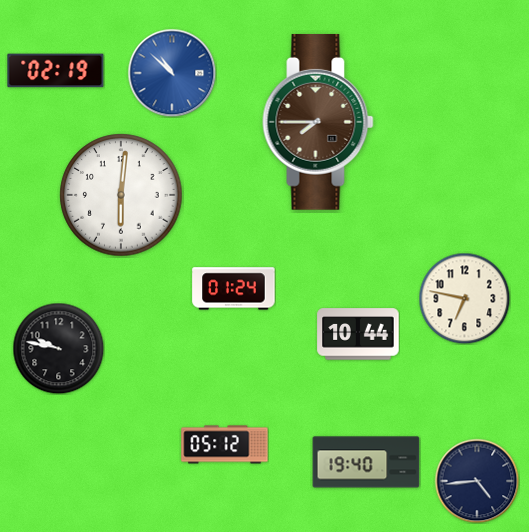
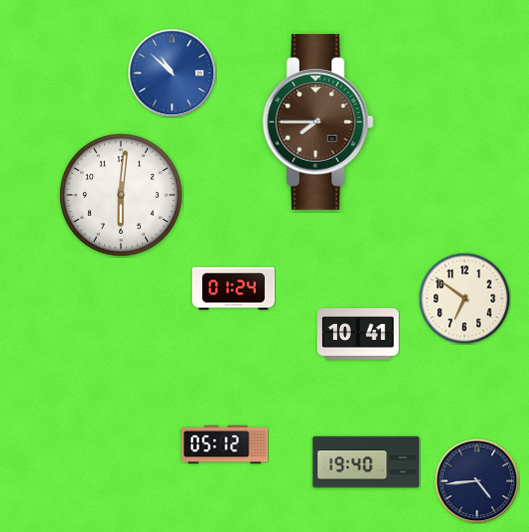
clock at (56, 71): 02:19 -> none
clock at (464, 298): 6:47 -> 6:51
clock at (358, 334): 10:44 -> 10:41
clock at (58, 348): 9:47 -> none
